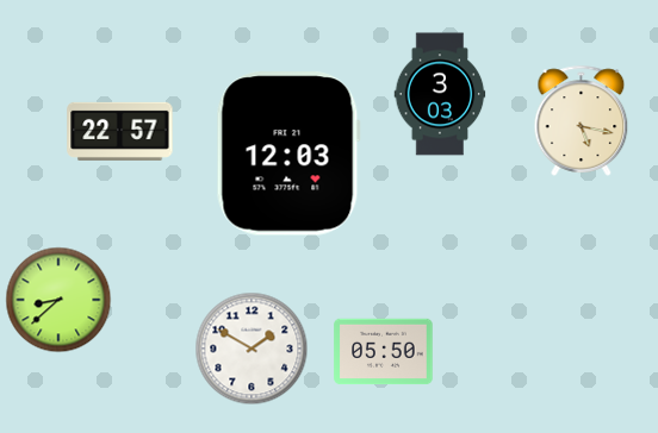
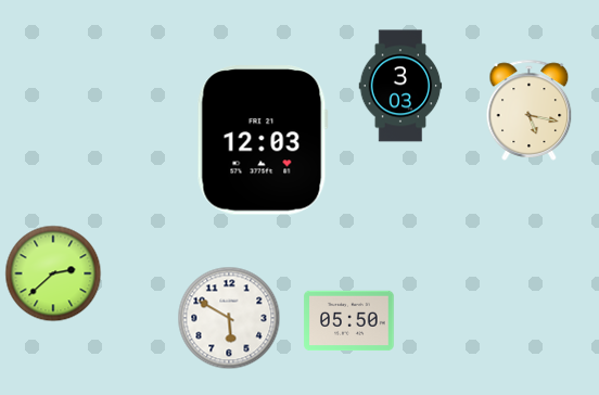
clock at (120, 131): 22:57 -> none
clock at (58, 300): 8:38 -> 2:38
clock at (252, 349): 1:50 -> 5:50
